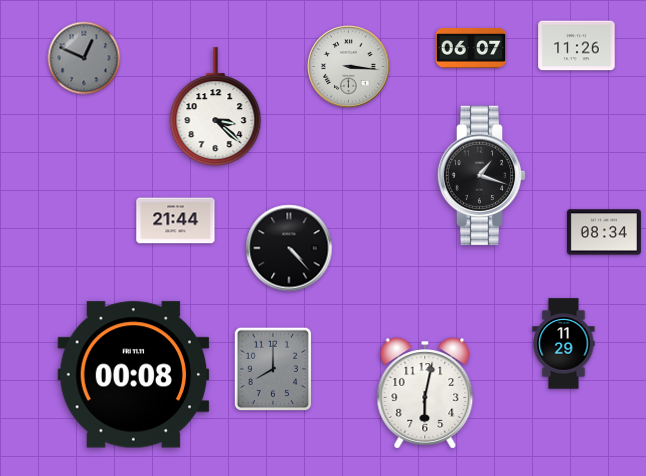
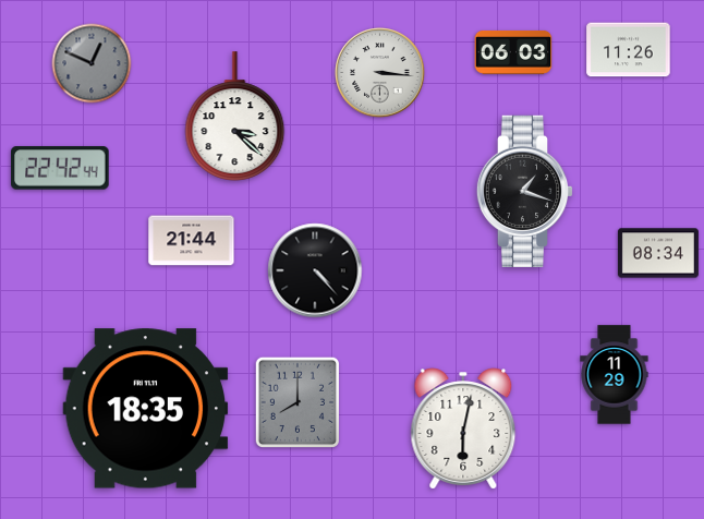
clock at (471, 48): 06:07 -> 06:03
clock at (60, 168): none -> 22:42
clock at (134, 375): 00:08 -> 18:35
